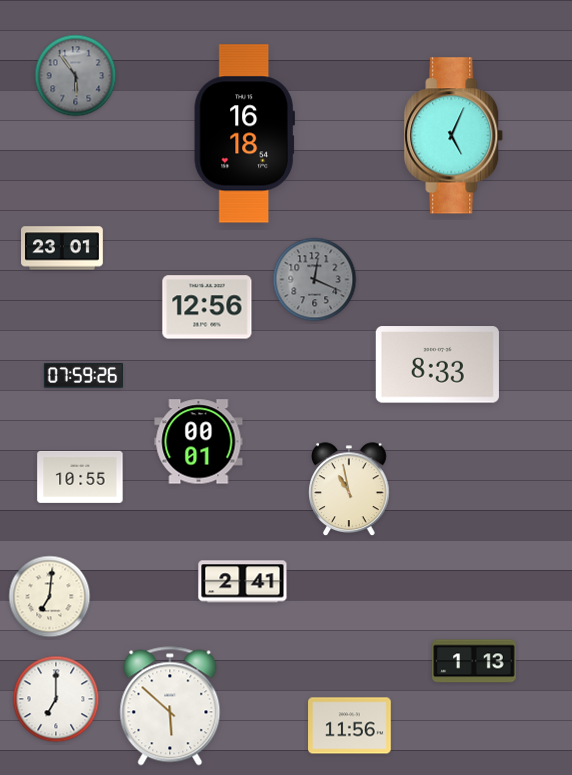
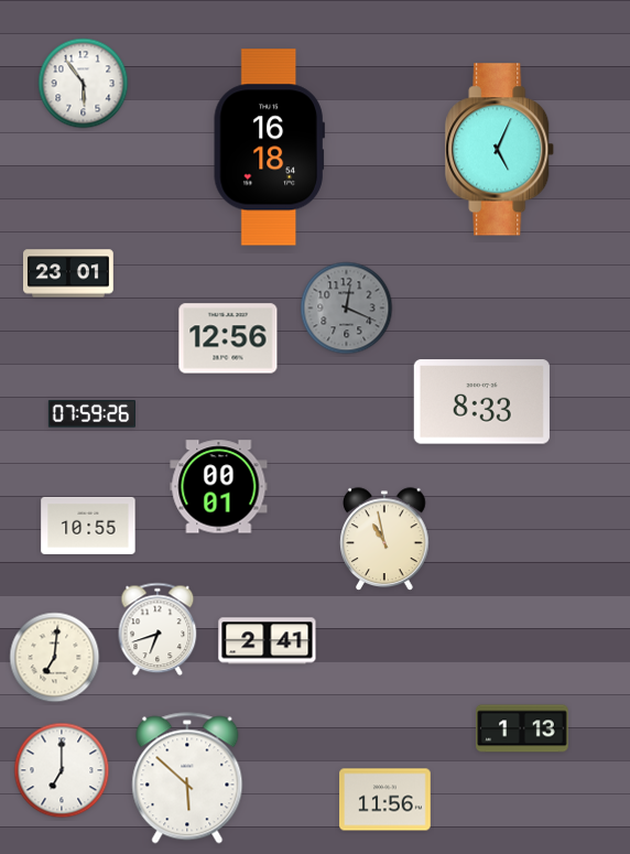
clock at (76, 76) dial: grey -> white
clock at (157, 629): none -> 6:42
